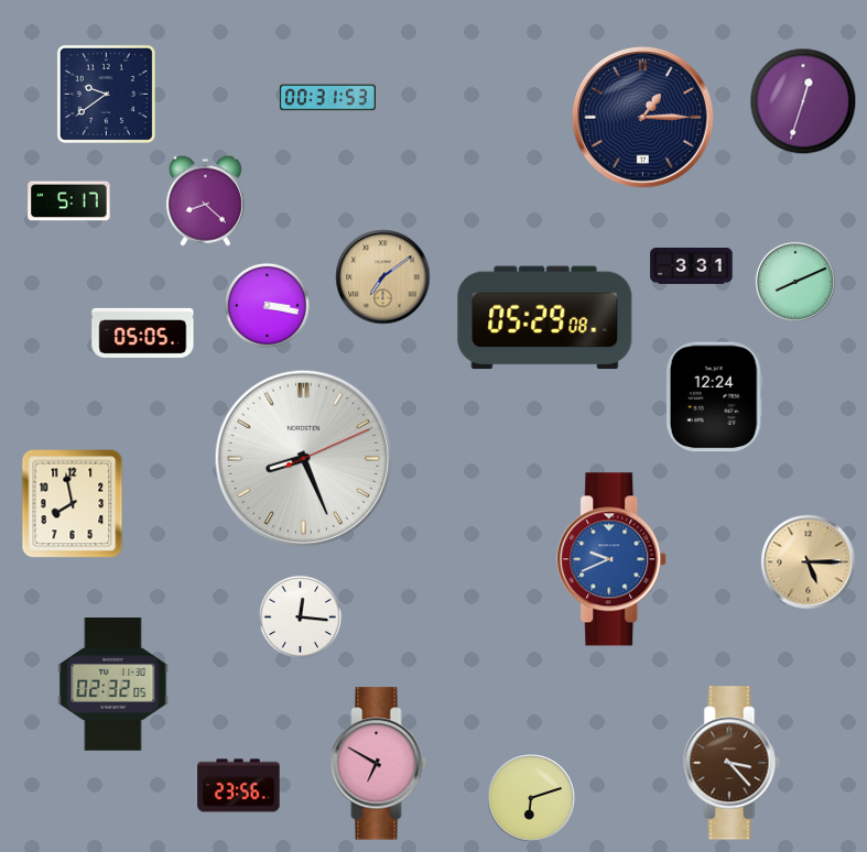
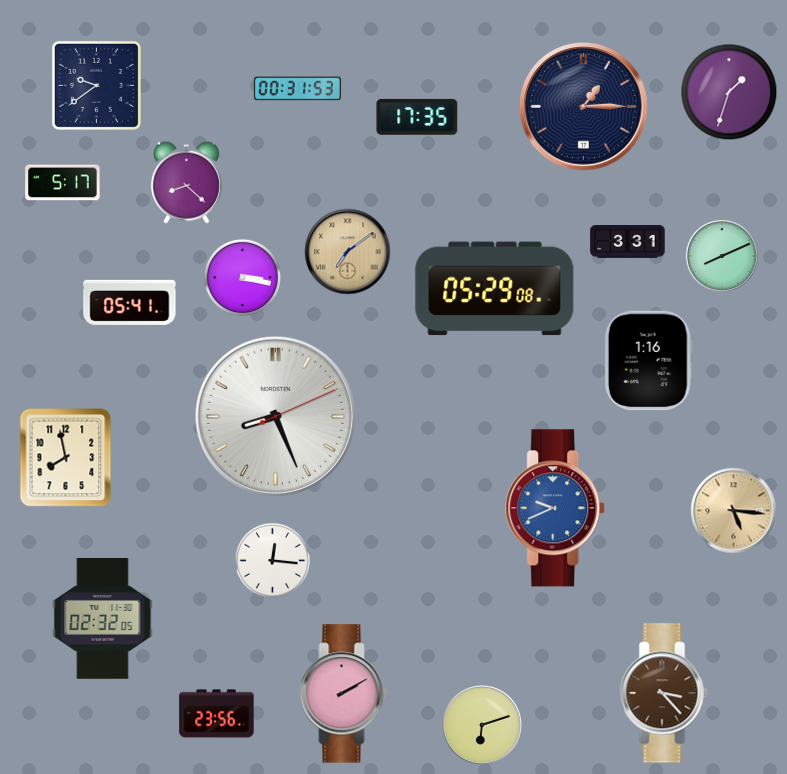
clock at (803, 101): 12:33 -> 1:33
clock at (417, 117): none -> 17:35
clock at (143, 332): 05:05 -> 05:41
clock at (714, 397): 12:24 -> 1:16
clock at (809, 562): 5:15 -> 5:16
clock at (113, 685) position: (113, 685) -> (103, 619)
clock at (379, 764): 6:50 -> 2:10
